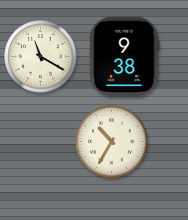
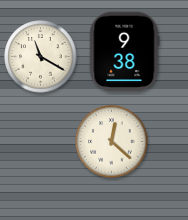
clock at (124, 57) position: (124, 57) -> (124, 52)
clock at (112, 142): 10:35 -> 12:22
